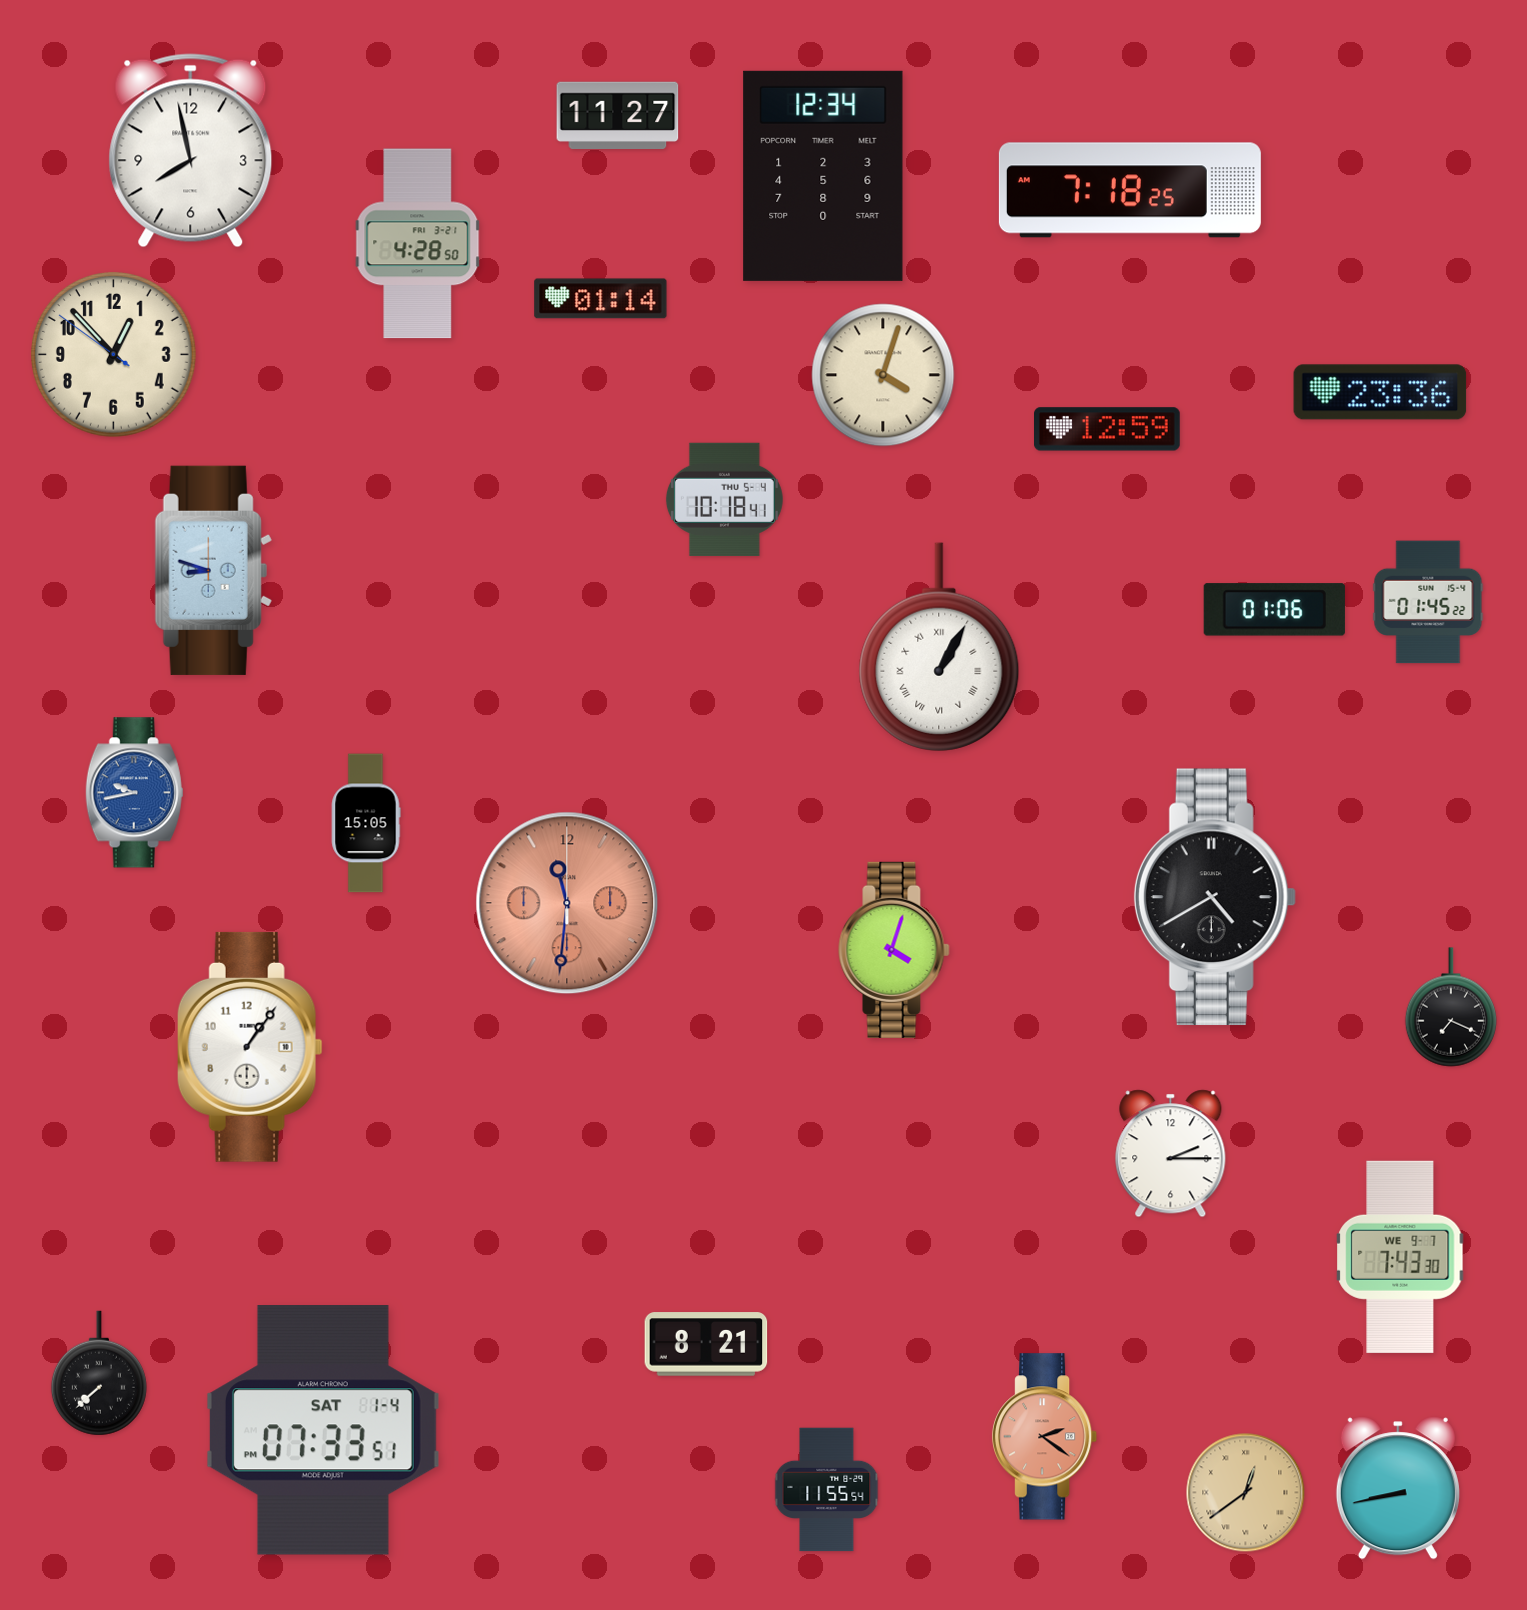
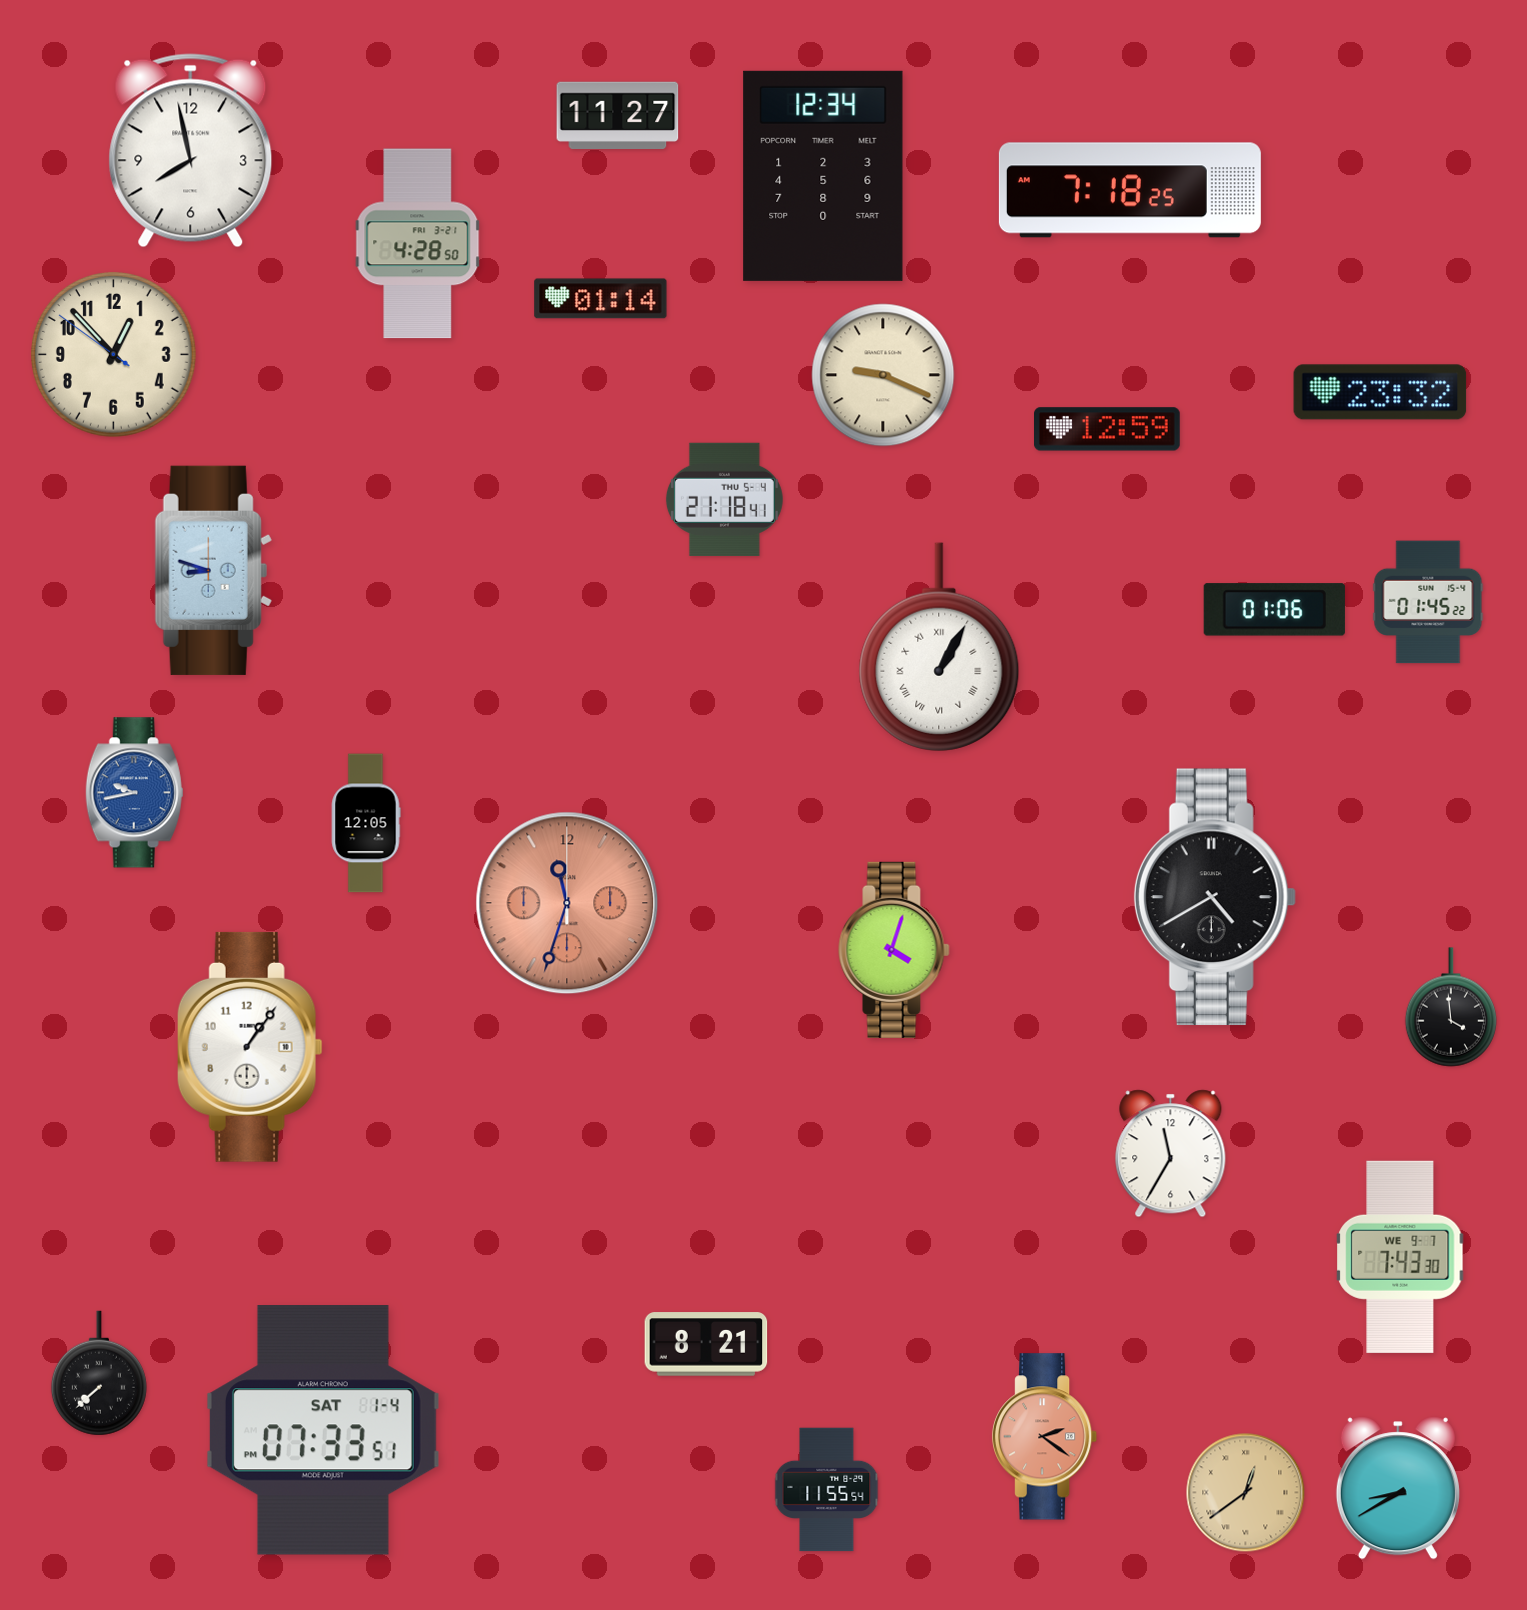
clock at (883, 375): 4:03 -> 9:19
clock at (1380, 392): 23:36 -> 23:32
clock at (724, 499): 10:18 -> 21:18
clock at (366, 823): 15:05 -> 12:05
clock at (567, 903): 11:31 -> 11:33
clock at (1450, 1007): 7:19 -> 3:59
clock at (1171, 1154): 2:15 -> 11:35
clock at (1398, 1488): 8:43 -> 8:40
